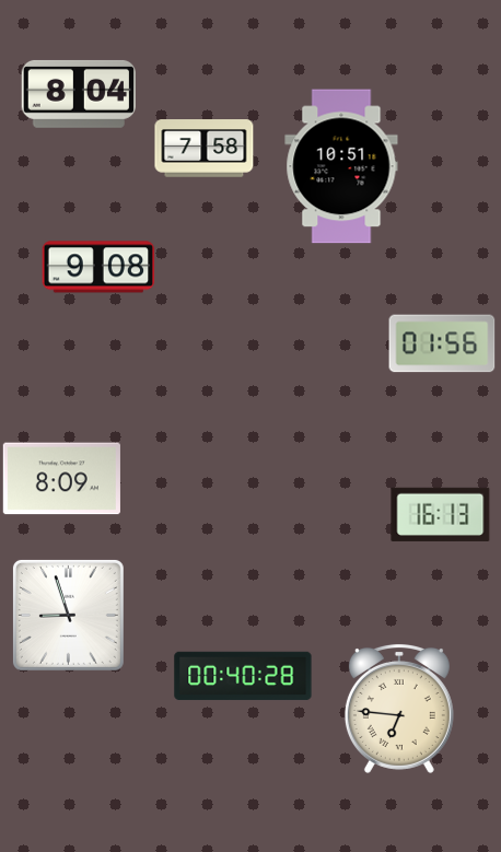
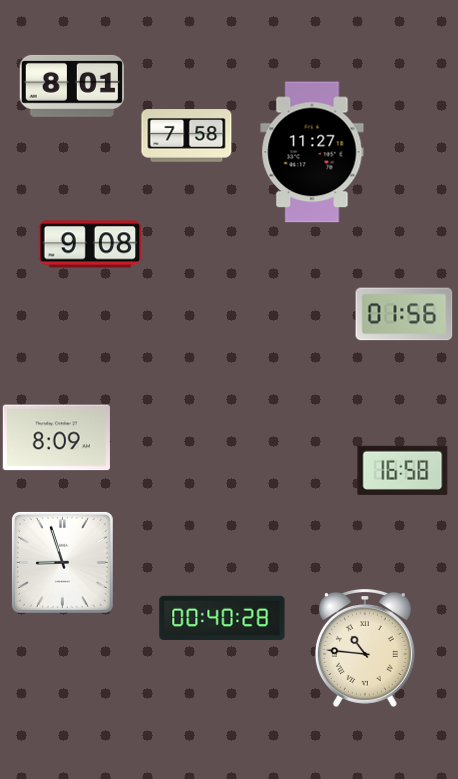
clock at (78, 94): 8:04 -> 8:01
clock at (341, 166): 10:51 -> 11:27
clock at (441, 514): 16:13 -> 16:58
clock at (399, 709): 6:46 -> 10:46
